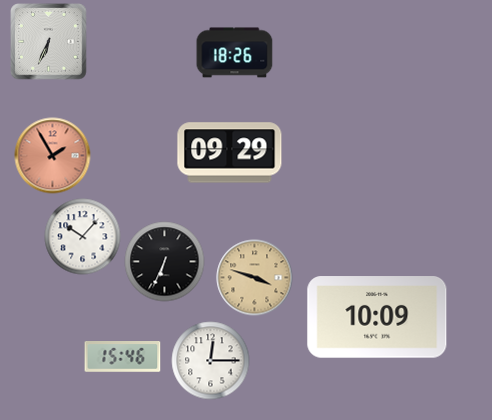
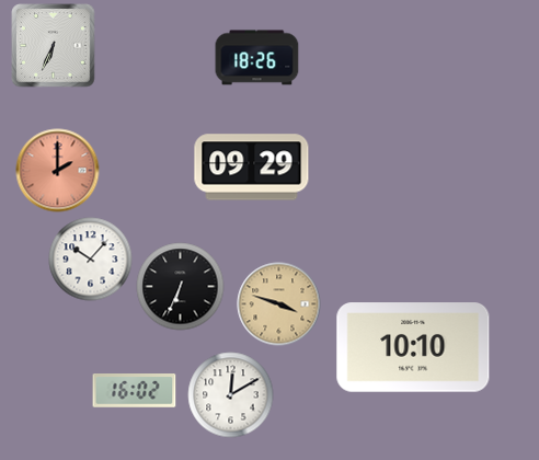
clock at (53, 156): 1:55 -> 2:00
clock at (377, 317): 10:09 -> 10:10
clock at (123, 357): 15:46 -> 16:02
clock at (211, 361): 12:15 -> 12:10
